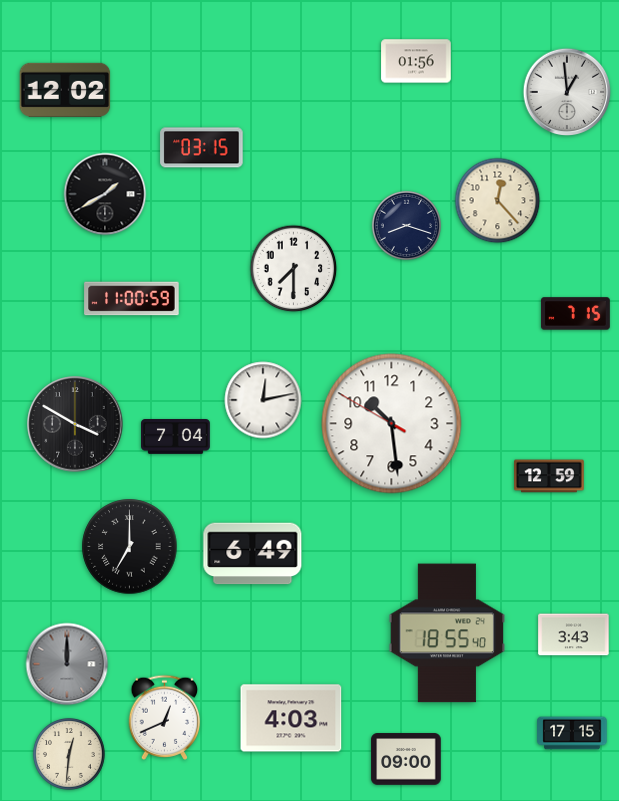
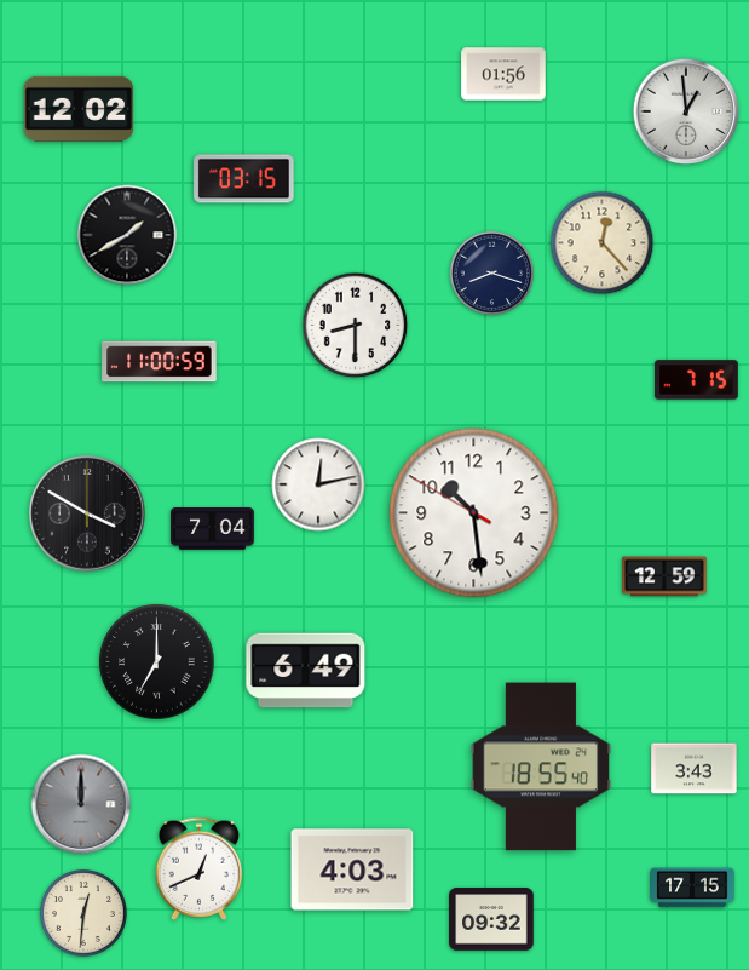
clock at (294, 269): 7:30 -> 8:30
clock at (75, 424) position: (75, 424) -> (87, 513)
clock at (406, 759): 09:00 -> 09:32
